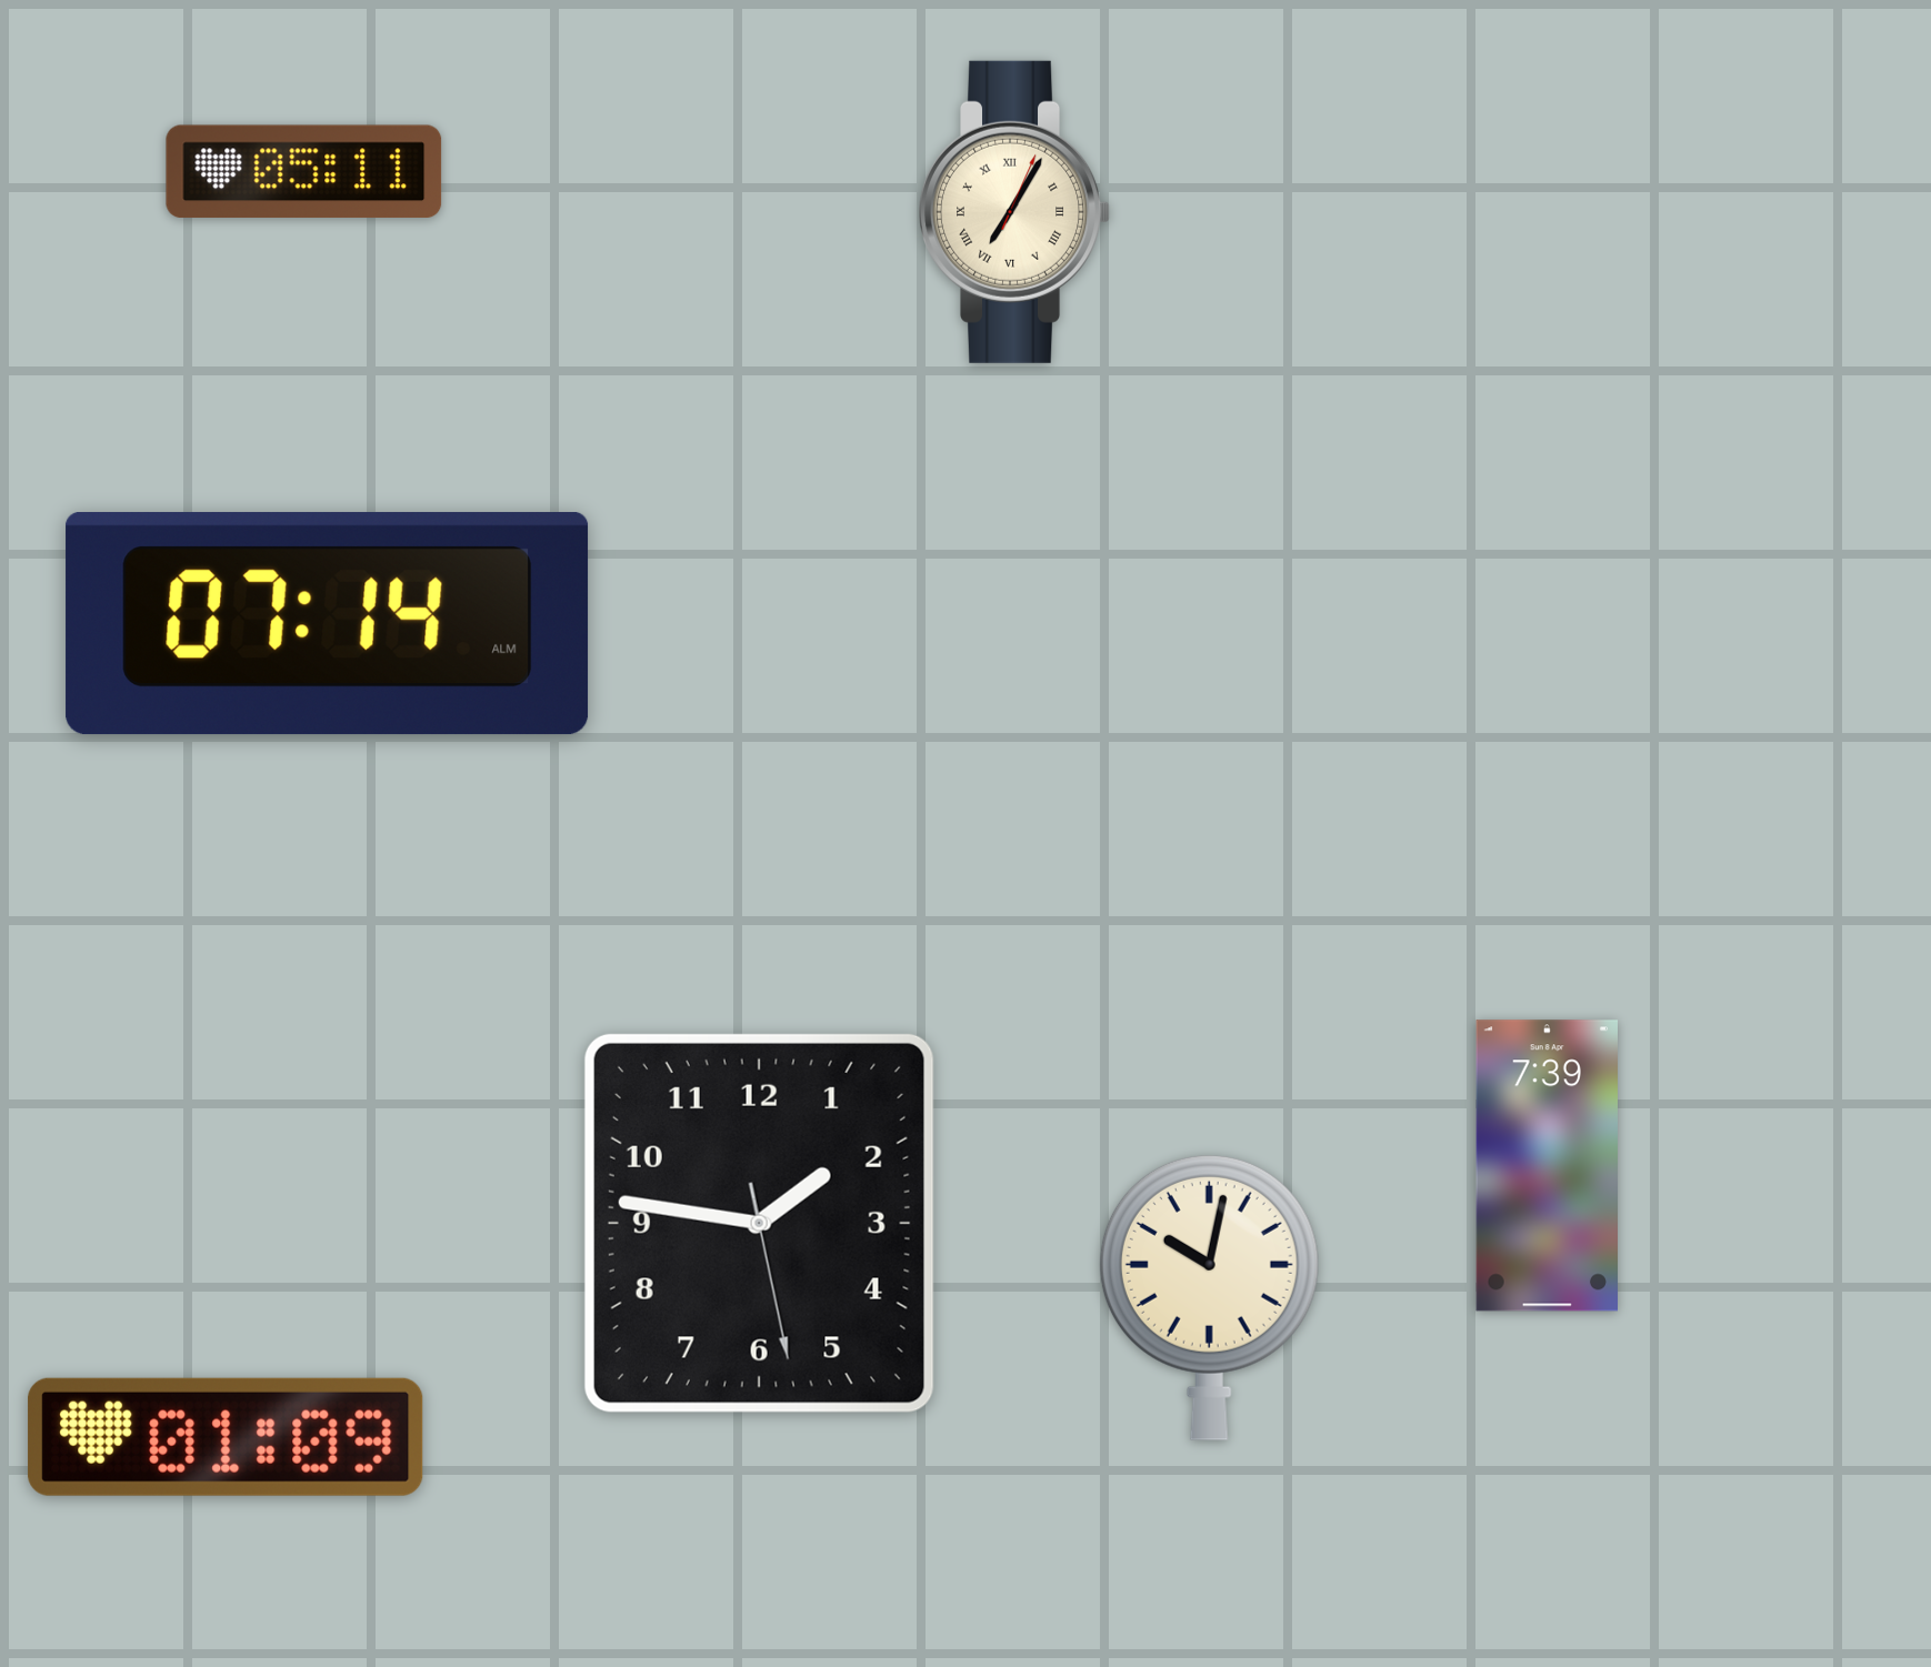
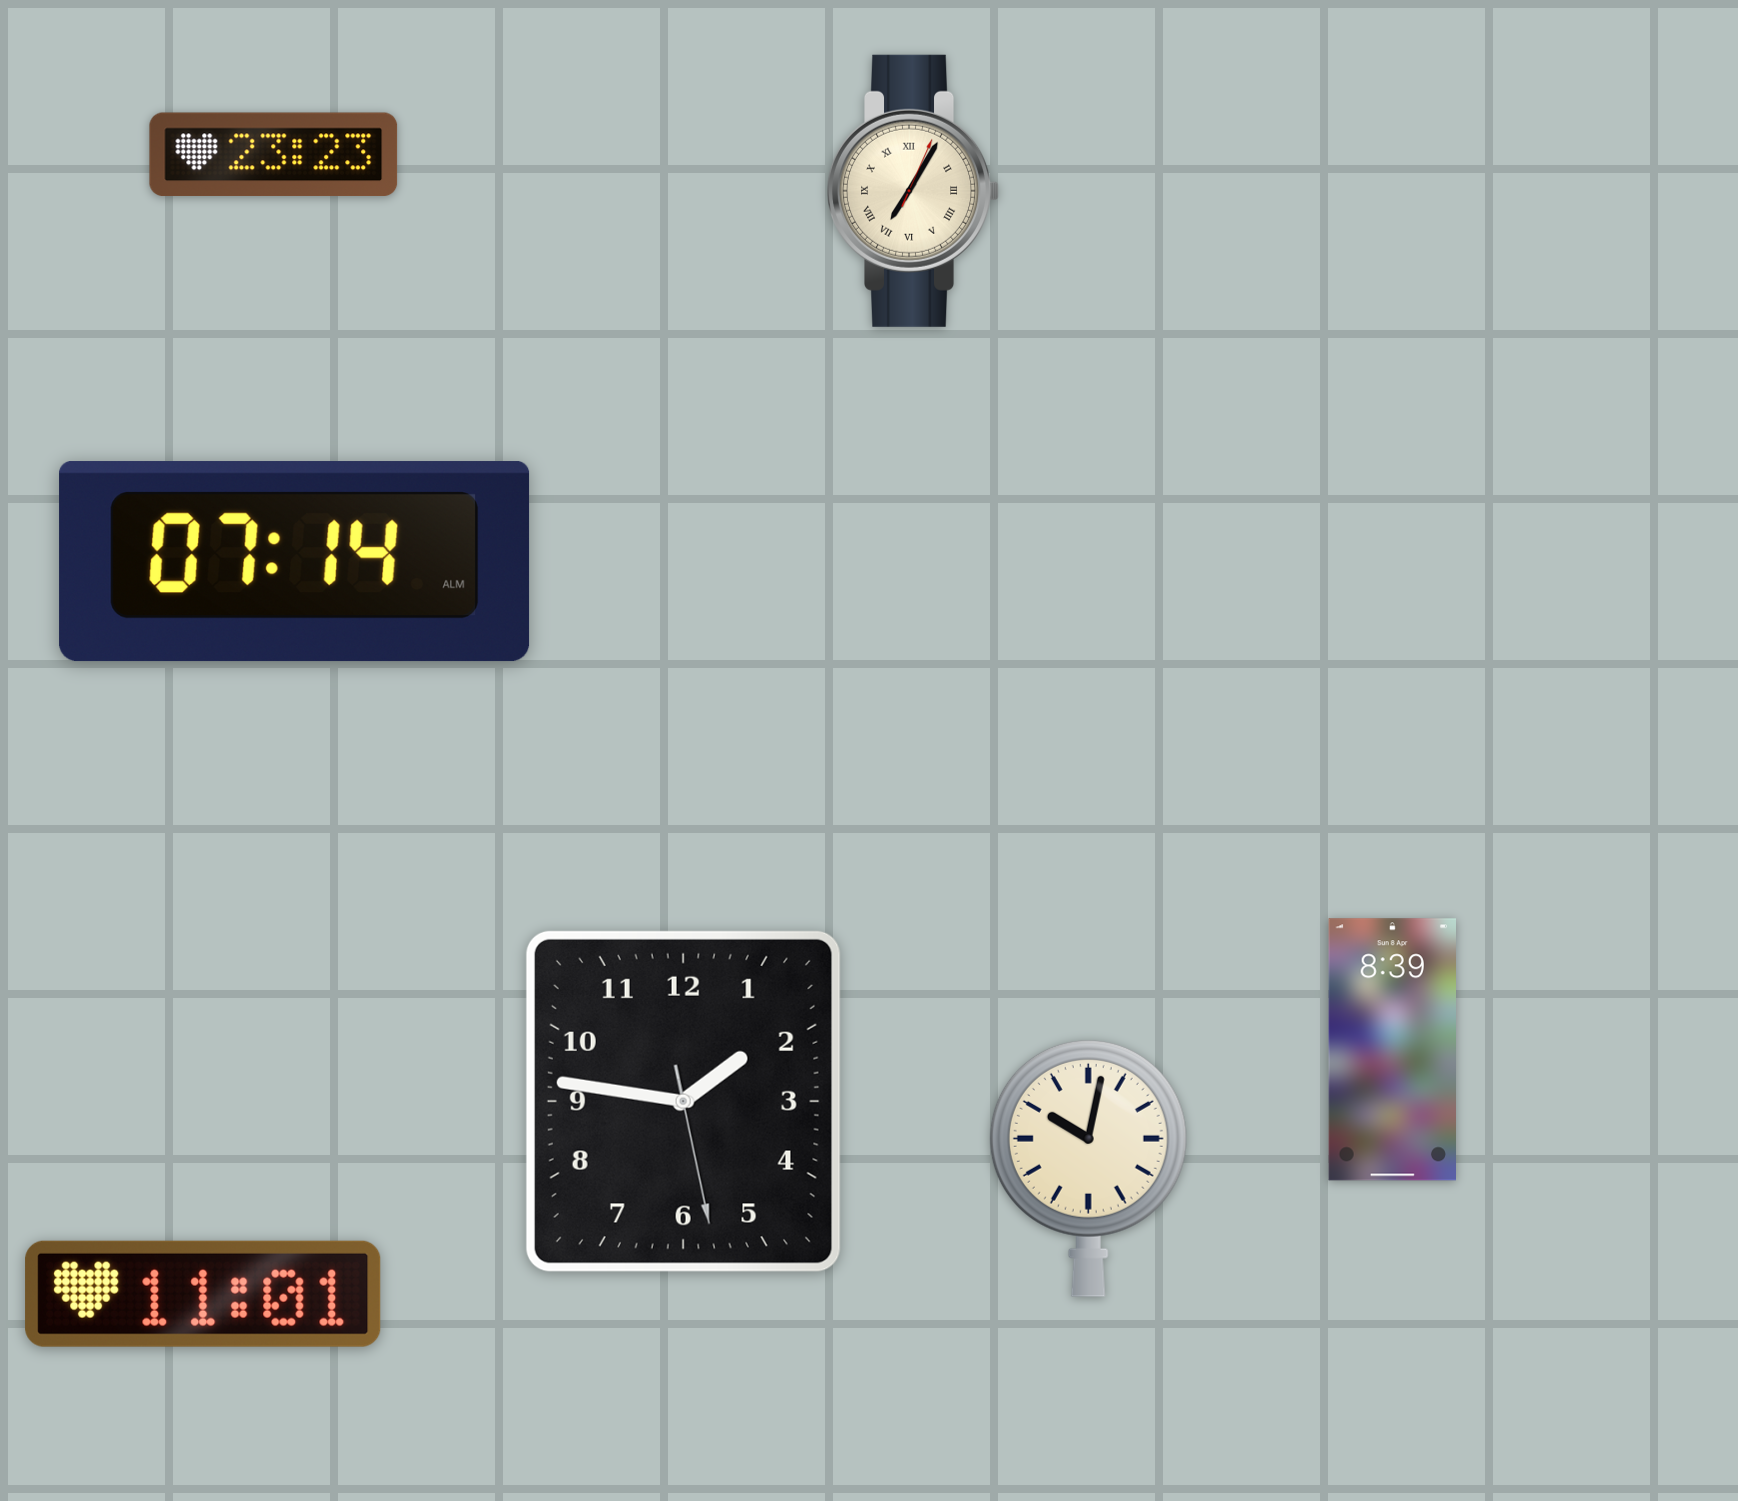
clock at (304, 171): 05:11 -> 23:23
clock at (1547, 1166): 7:39 -> 8:39
clock at (226, 1437): 01:09 -> 11:01
